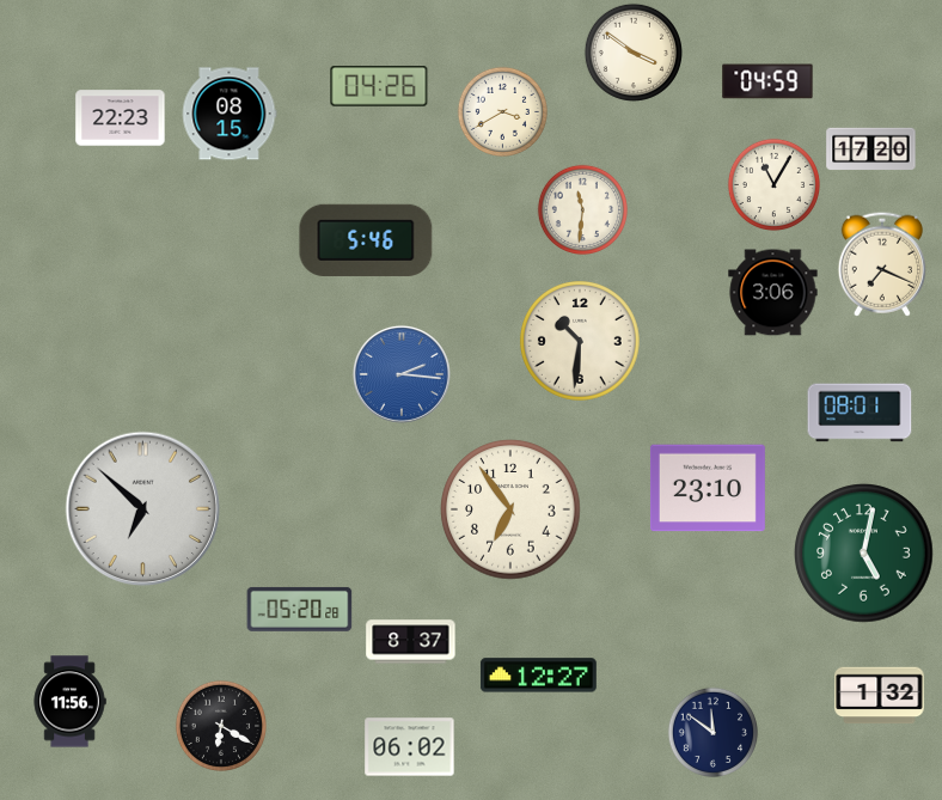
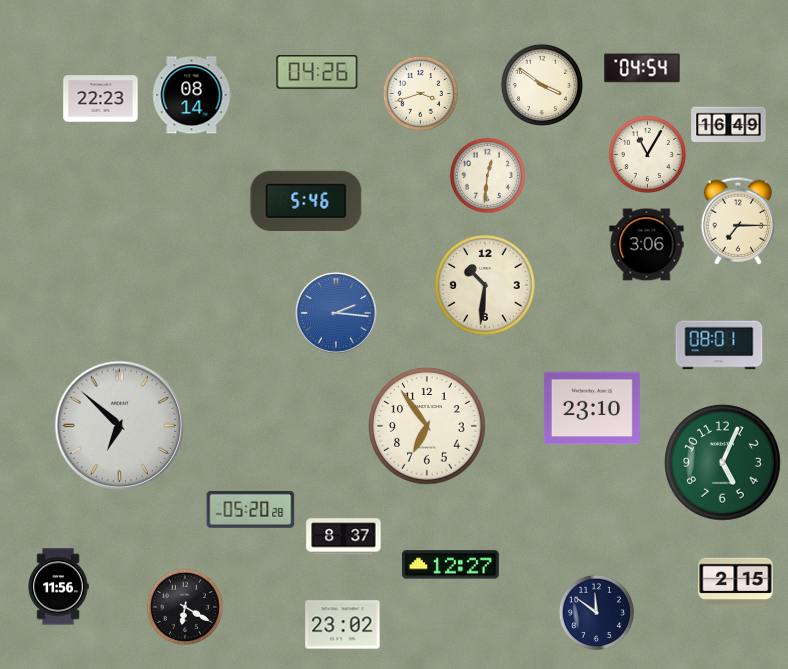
clock at (634, 53) position: (634, 53) -> (542, 85)
clock at (767, 81): 04:59 -> 04:54
clock at (502, 111): 3:40 -> 3:42
clock at (230, 114): 08:15 -> 08:14
clock at (871, 149): 17:20 -> 16:49
clock at (582, 209): 11:31 -> 12:31
clock at (881, 264): 7:19 -> 7:15
clock at (864, 554): 5:02 -> 5:04
clock at (880, 696): 1:32 -> 2:15
clock at (410, 747): 06:02 -> 23:02
